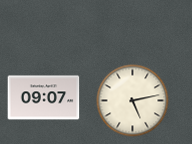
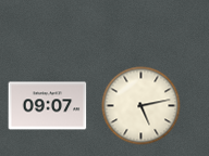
clock at (133, 101) position: (133, 101) -> (142, 106)
